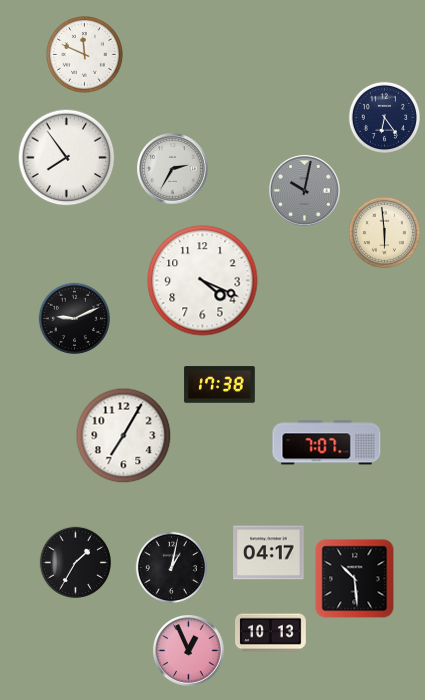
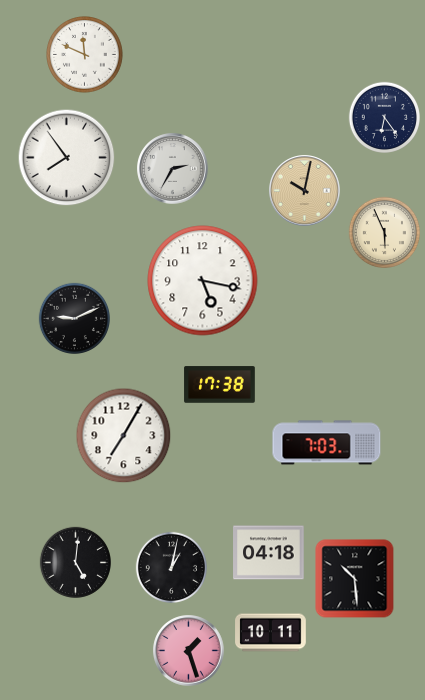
clock at (305, 191) dial: grey -> champagne
clock at (384, 232): 5:59 -> 5:56
clock at (203, 281): 4:19 -> 5:17
clock at (327, 443): 7:07 -> 7:03
clock at (269, 553): 04:17 -> 04:18
clock at (75, 562): 1:35 -> 5:01
clock at (271, 633): 10:13 -> 10:11
clock at (189, 651): 12:56 -> 1:27
